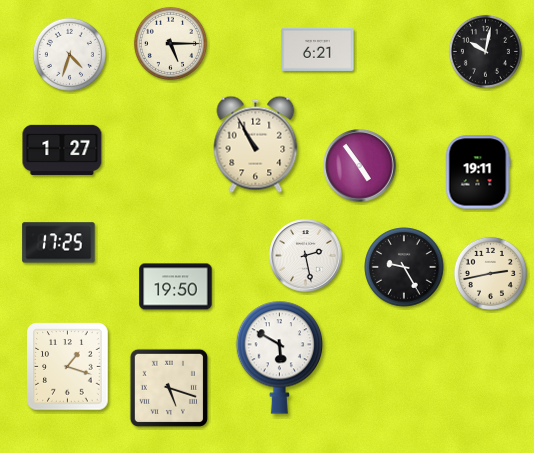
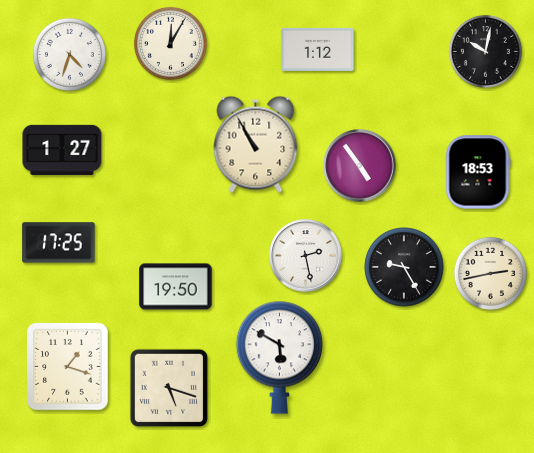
clock at (170, 43): 5:15 -> 12:05
clock at (318, 49): 6:21 -> 1:12
clock at (478, 172): 19:11 -> 18:53
